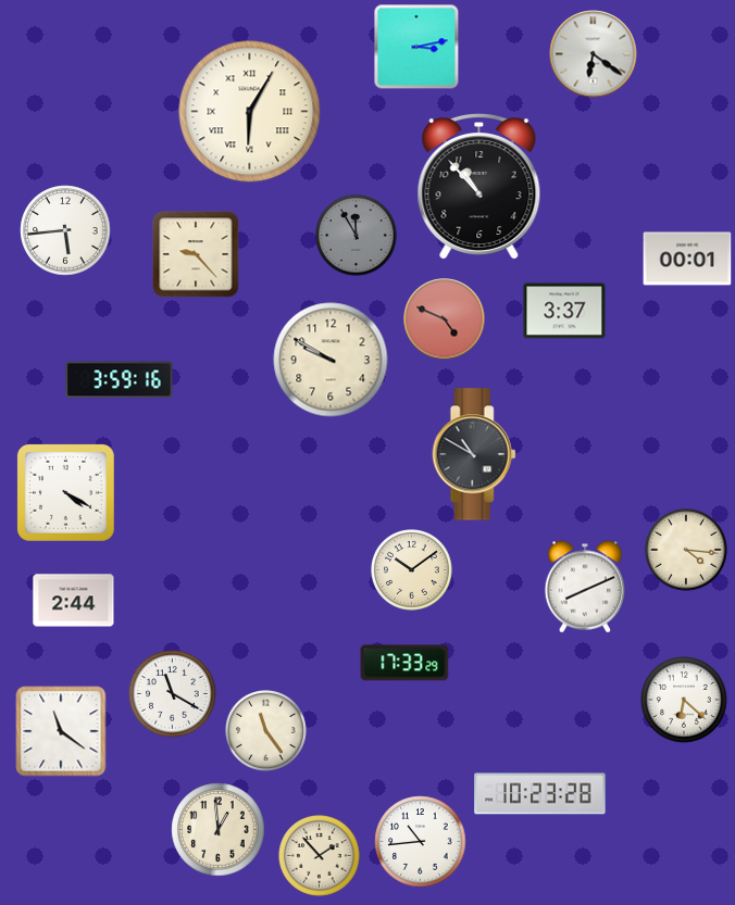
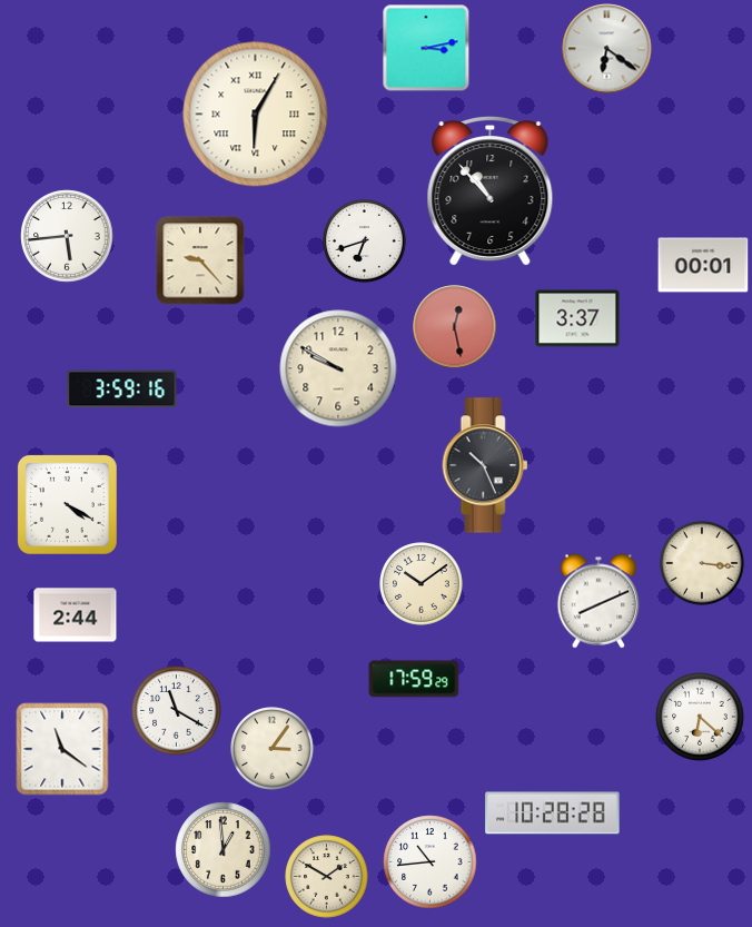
clock at (594, 54) position: (594, 54) -> (607, 49)
clock at (357, 236): 11:55 -> 6:42
clock at (357, 236) dial: grey -> white
clock at (445, 319): 4:49 -> 12:28
clock at (474, 454): 10:50 -> 10:26
clock at (686, 550): 4:16 -> 3:16
clock at (404, 663): 17:33 -> 17:59
clock at (266, 731): 11:24 -> 3:06
clock at (540, 794): 10:23 -> 10:28
clock at (320, 856): 1:53 -> 1:50
